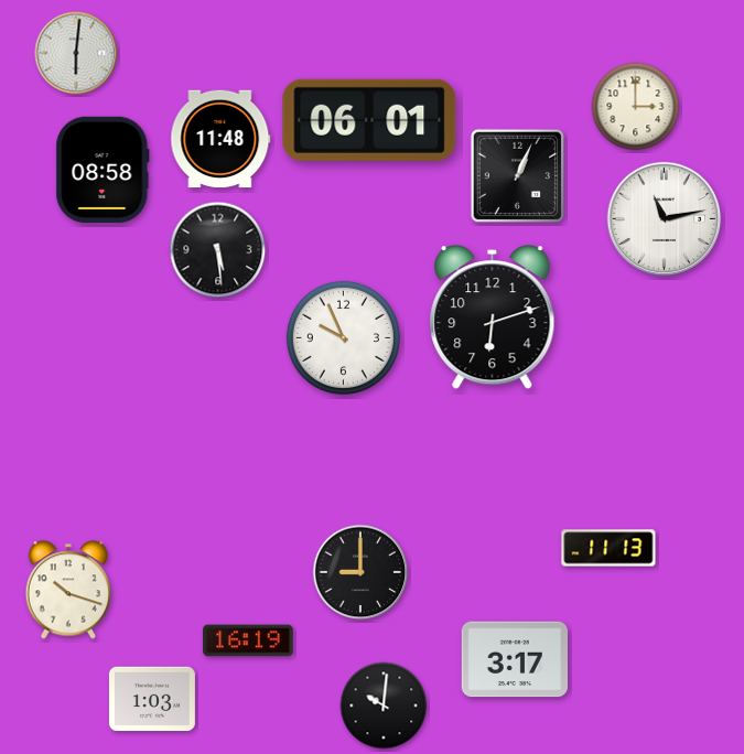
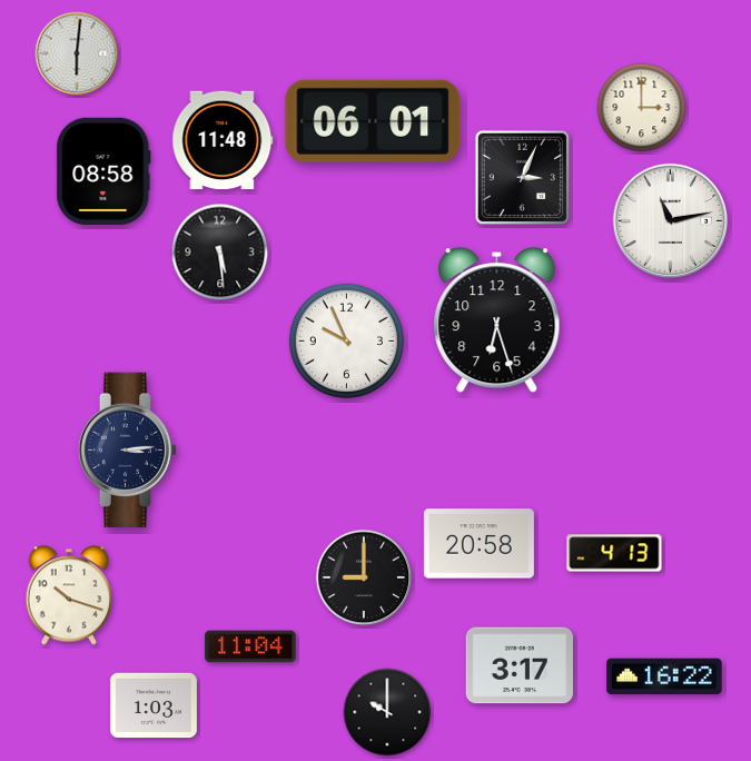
clock at (518, 176): 1:04 -> 3:04
clock at (493, 317): 6:12 -> 6:27
clock at (128, 451): none -> 3:14
clock at (478, 544): none -> 20:58
clock at (608, 548): 11:13 -> 4:13
clock at (248, 640): 16:19 -> 11:04
clock at (664, 676): none -> 16:22
clock at (384, 705): 10:01 -> 10:00
